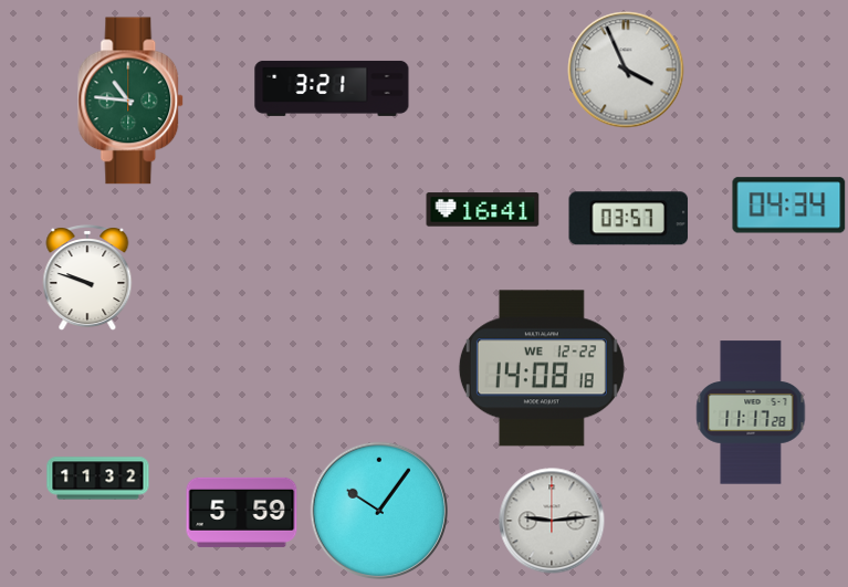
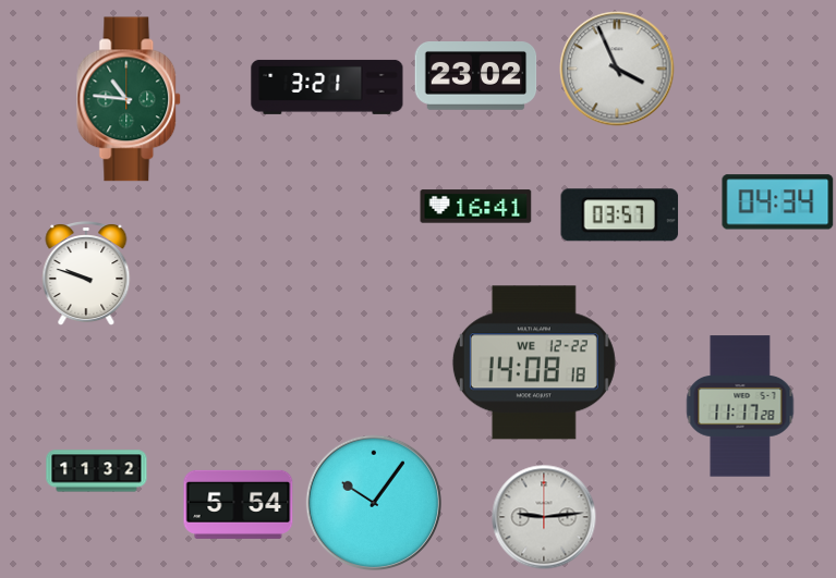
clock at (476, 76): none -> 23:02
clock at (242, 512): 5:59 -> 5:54
clock at (552, 521) position: (552, 521) -> (544, 517)
